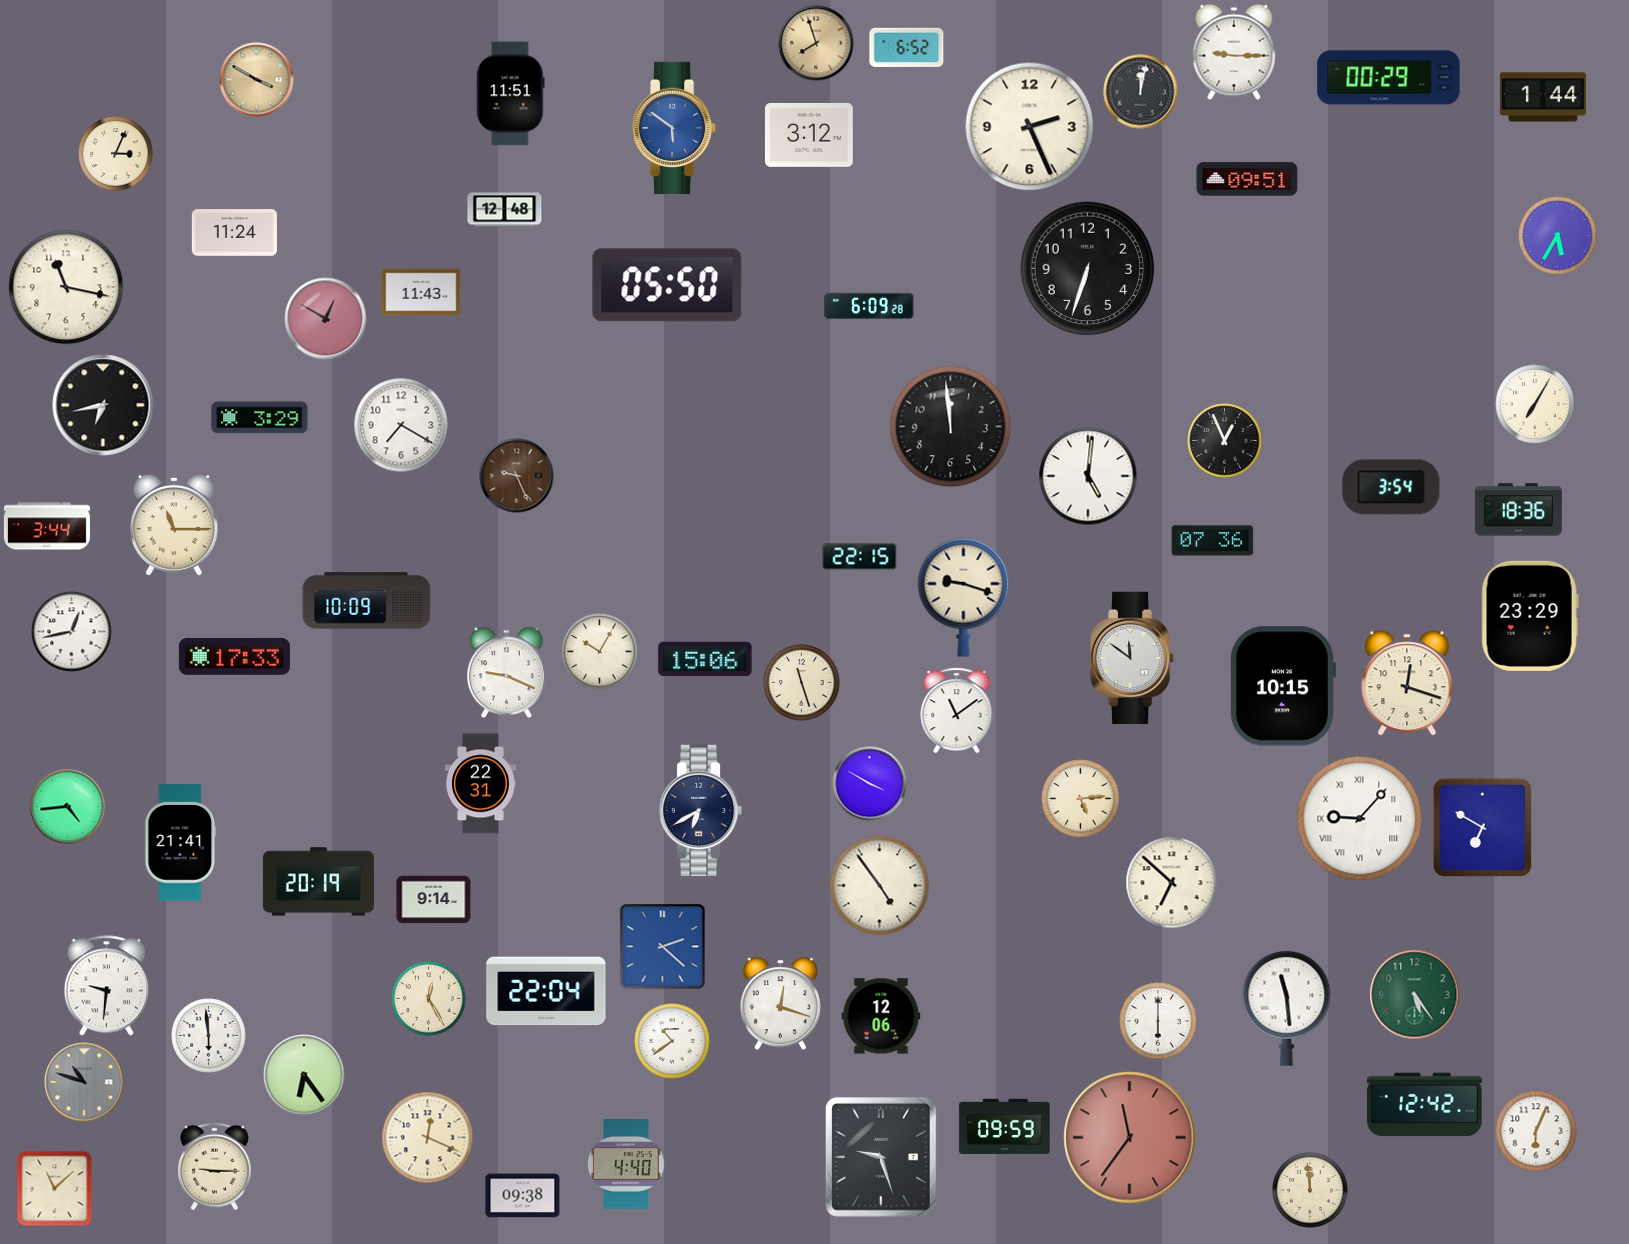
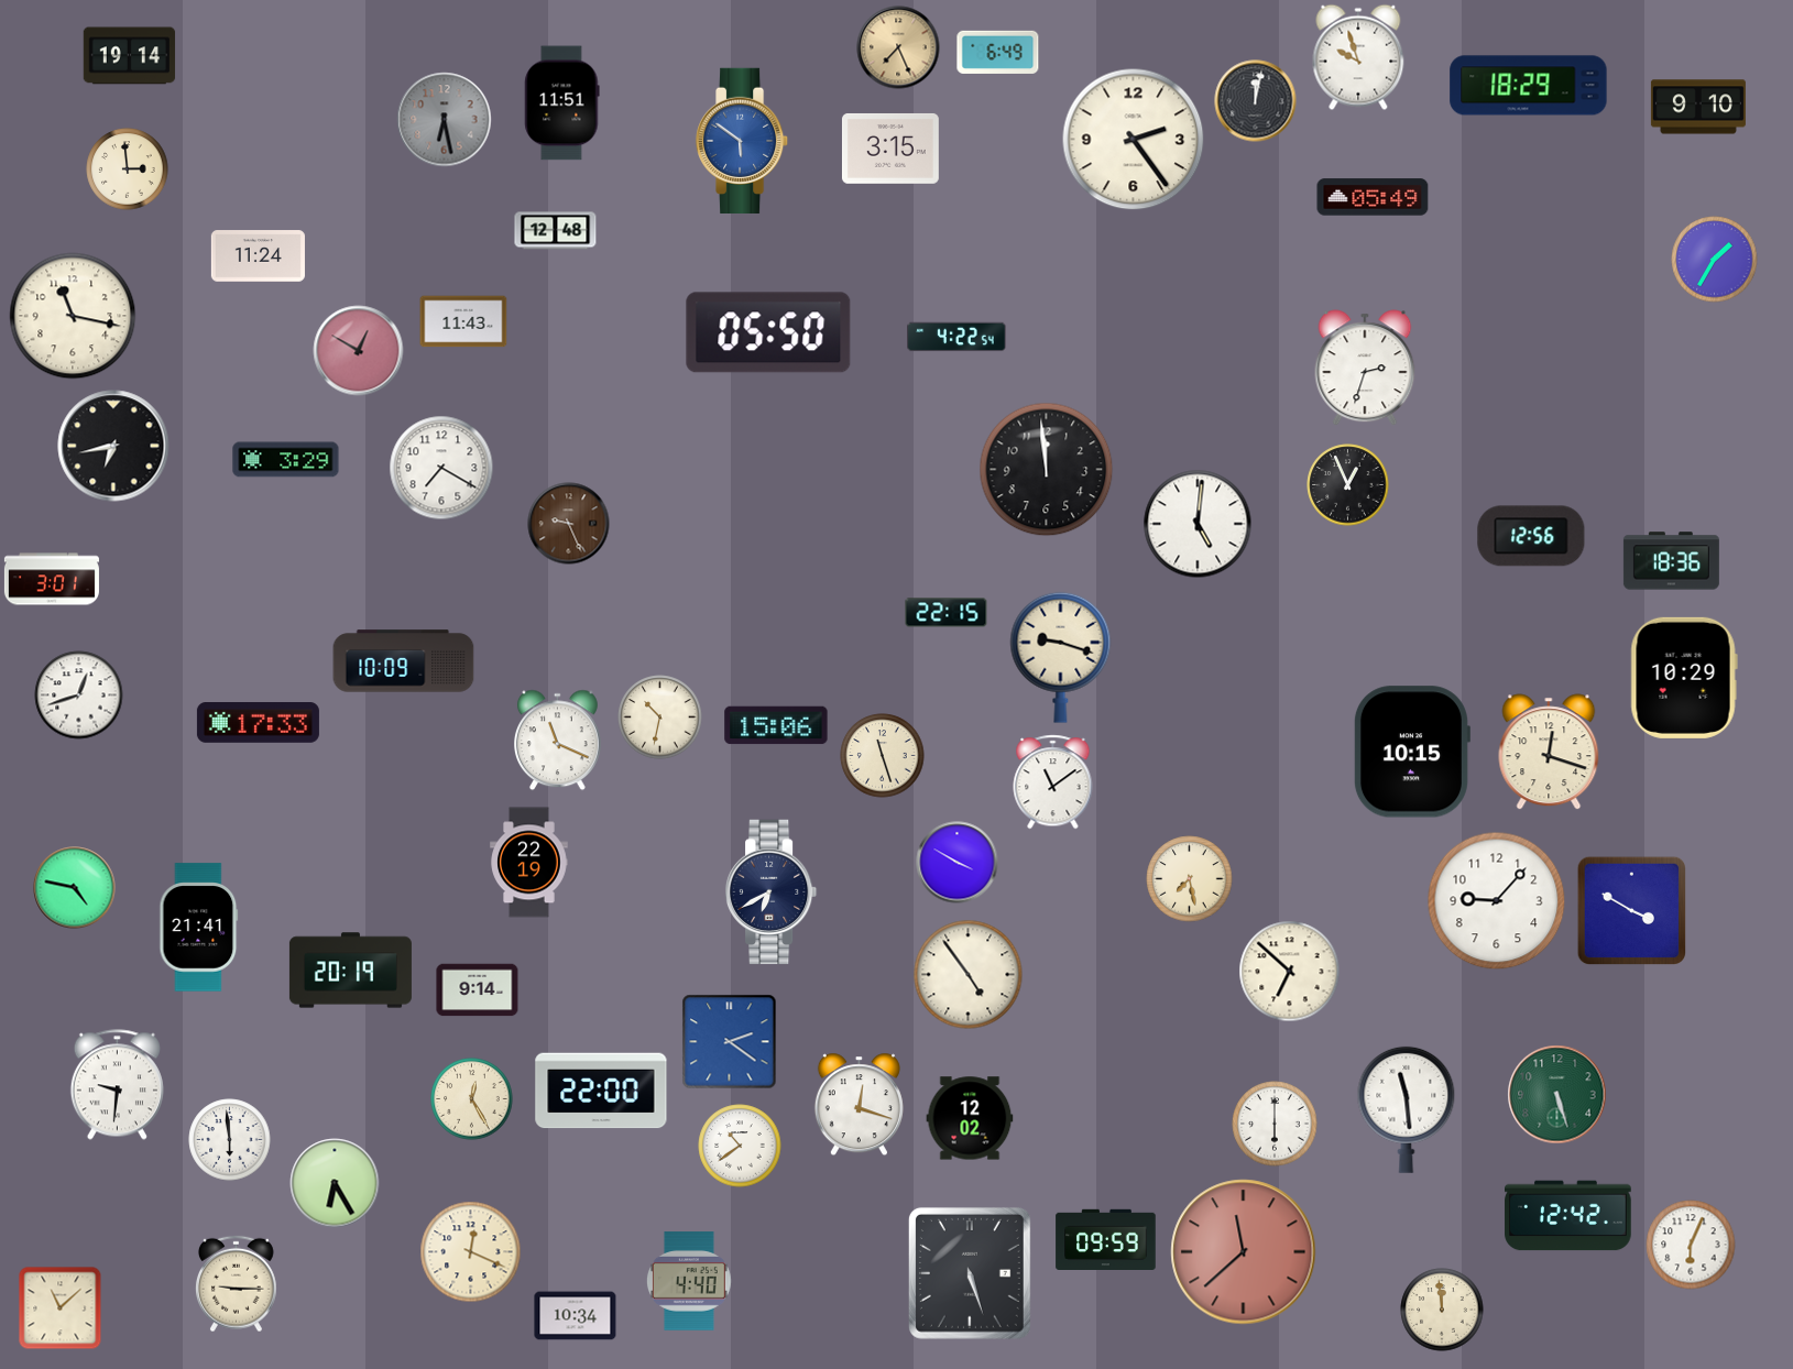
clock at (816, 43): 7:57 -> 7:26
clock at (907, 47): 6:52 -> 6:49
clock at (130, 56): none -> 19:14
clock at (1234, 52): 9:15 -> 9:57
clock at (1389, 78): 00:29 -> 18:29
clock at (257, 80): 3:50 -> none
clock at (1543, 97): 1:44 -> 9:10
clock at (445, 120): none -> 6:28
clock at (1030, 127): 2:26 -> 2:24
clock at (809, 135): 3:12 -> 3:15
clock at (116, 154): 3:04 -> 2:59
clock at (1247, 179): 09:51 -> 05:49
clock at (1558, 236): 5:35 -> 1:35
clock at (1088, 269): 6:33 -> none
clock at (667, 285) position: (667, 285) -> (768, 332)
clock at (869, 306): 6:09 -> 4:22
clock at (1365, 368): none -> 2:33
clock at (1535, 404): 7:05 -> none
clock at (1391, 487): 3:54 -> 12:56
clock at (174, 525): 11:15 -> none
clock at (47, 526): 3:44 -> 3:01
clock at (1213, 541): 07:36 -> none
clock at (1530, 616): 23:29 -> 10:29
clock at (72, 632): 12:43 -> 12:42
clock at (600, 652): 10:05 -> 10:32
clock at (1132, 657): 11:51 -> none
clock at (507, 673): 9:19 -> 11:19
clock at (802, 683) position: (802, 683) -> (883, 756)
clock at (1282, 686) position: (1282, 686) -> (1411, 752)
clock at (481, 784): 22:31 -> 22:19
clock at (1081, 799): 5:14 -> 7:28
clock at (68, 807): 4:44 -> 4:47
clock at (1360, 819) numerals: Roman -> Arabic
clock at (1483, 828): 6:50 -> 3:50
clock at (663, 947): 2:22 -> 2:21
clock at (546, 991): 22:04 -> 22:00
clock at (1415, 995): 5:24 -> 5:27
clock at (1287, 1008) position: (1287, 1008) -> (1407, 1109)
clock at (881, 1016): 12:06 -> 12:02
clock at (304, 1075): 6:24 -> 6:25
clock at (84, 1082): 10:48 -> none
clock at (1130, 1138): 11:36 -> 11:38
clock at (881, 1157): 9:27 -> 5:27
clock at (523, 1196): 09:38 -> 10:34
